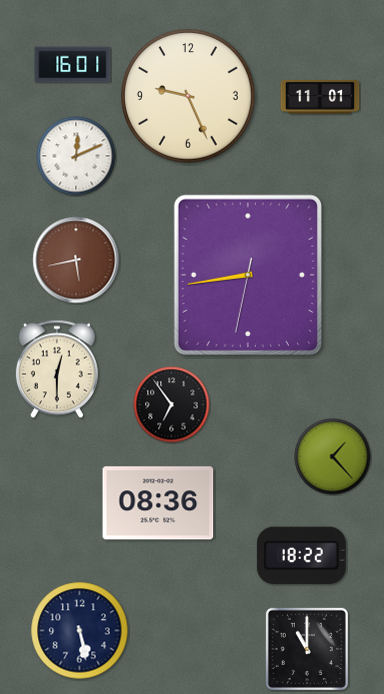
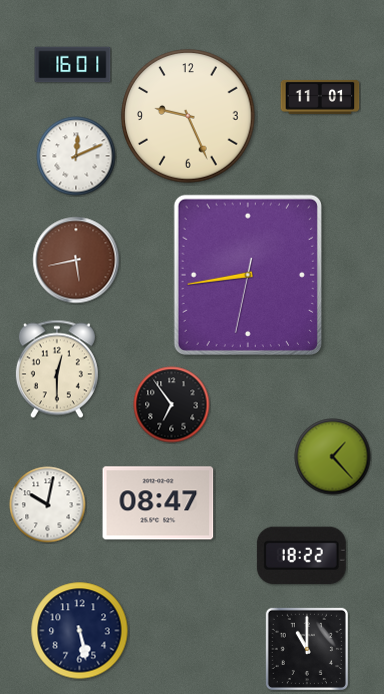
clock at (188, 96) position: (188, 96) -> (188, 116)
clock at (158, 503): 08:36 -> 08:47
clock at (48, 505): none -> 10:02
